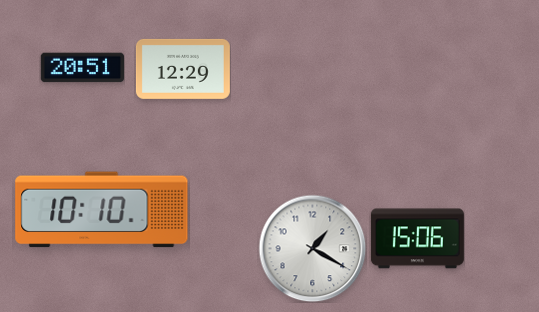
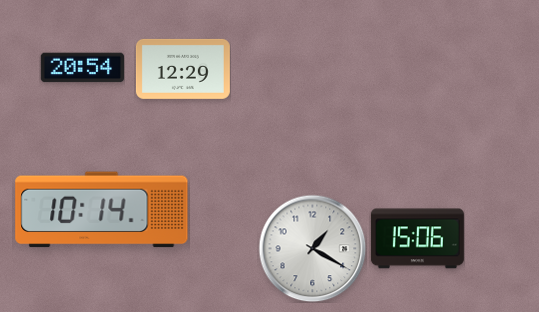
clock at (82, 68): 20:51 -> 20:54
clock at (102, 210): 10:10 -> 10:14
